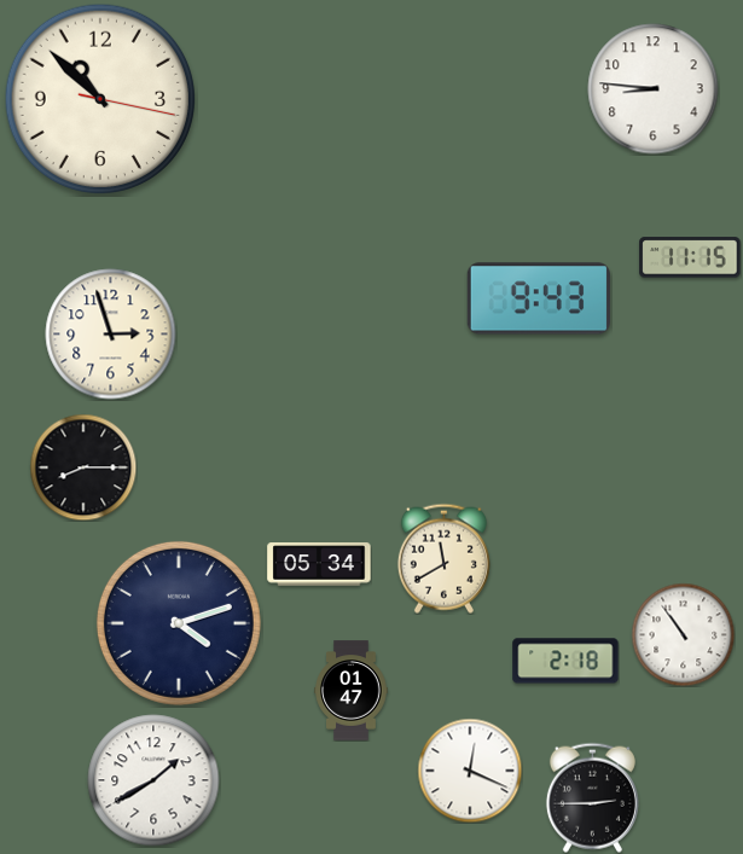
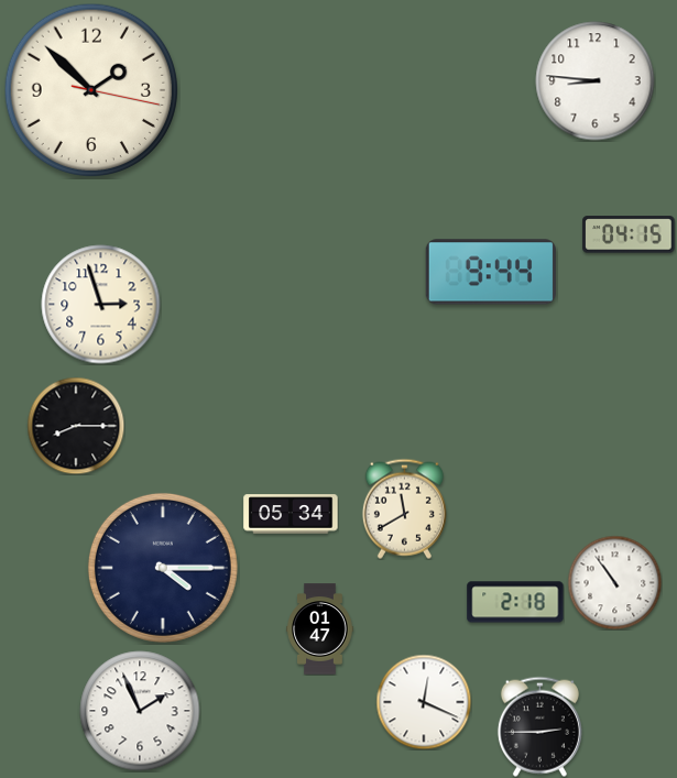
clock at (100, 99): 10:52 -> 1:52
clock at (690, 257): 11:15 -> 04:15
clock at (539, 298): 9:43 -> 9:44
clock at (179, 623): 4:12 -> 4:15
clock at (683, 634) position: (683, 634) -> (614, 582)
clock at (470, 771) position: (470, 771) -> (424, 702)
clock at (153, 780): 1:40 -> 1:56
